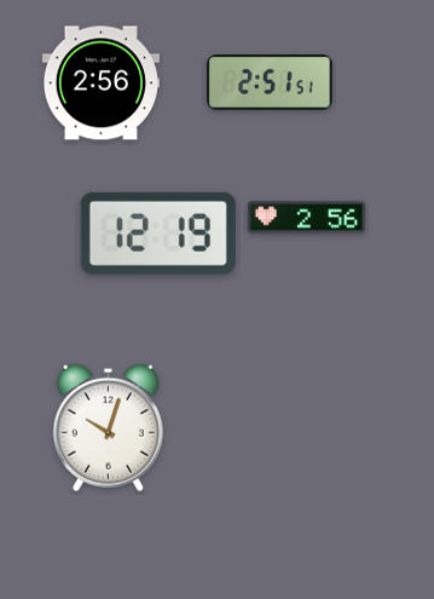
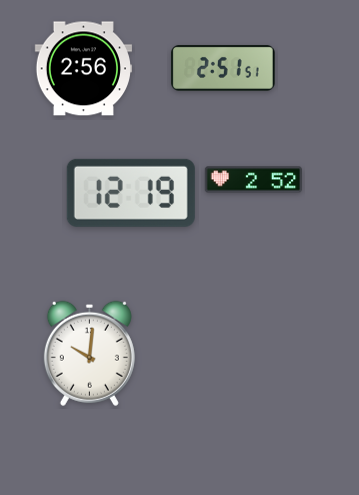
clock at (306, 218): 2:56 -> 2:52
clock at (108, 427): 10:03 -> 10:01
